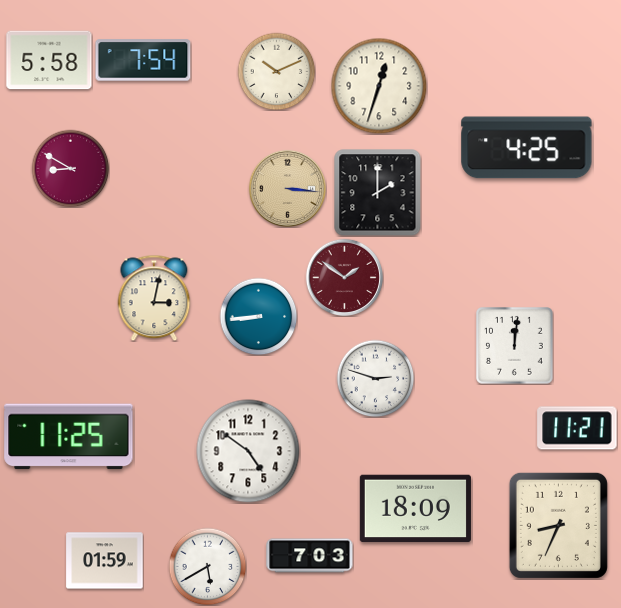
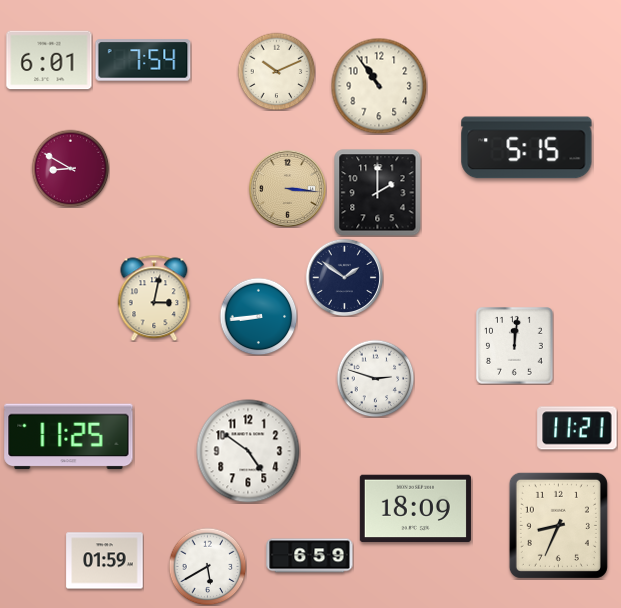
clock at (49, 60): 5:58 -> 6:01
clock at (379, 86): 12:33 -> 10:54
clock at (527, 148): 4:25 -> 5:15
clock at (344, 277) dial: burgundy -> navy
clock at (310, 556): 7:03 -> 6:59
